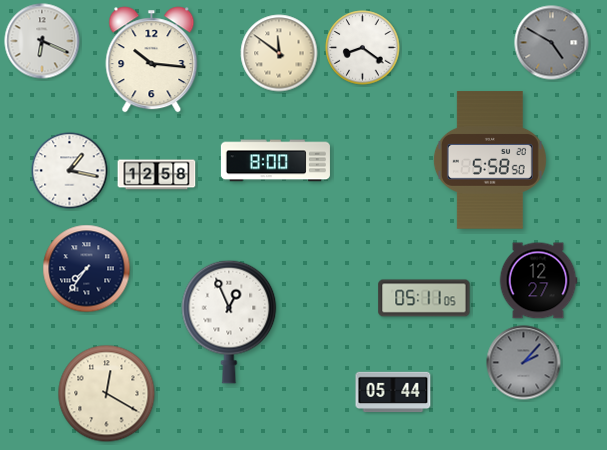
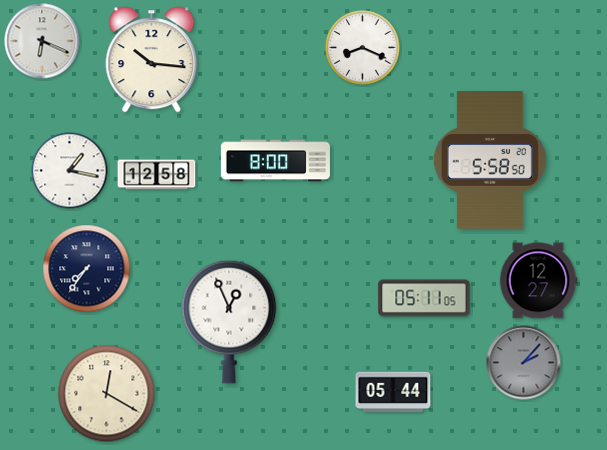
clock at (552, 43): 4:50 -> none
clock at (363, 48): 8:21 -> 8:19
clock at (279, 53): 11:51 -> none
